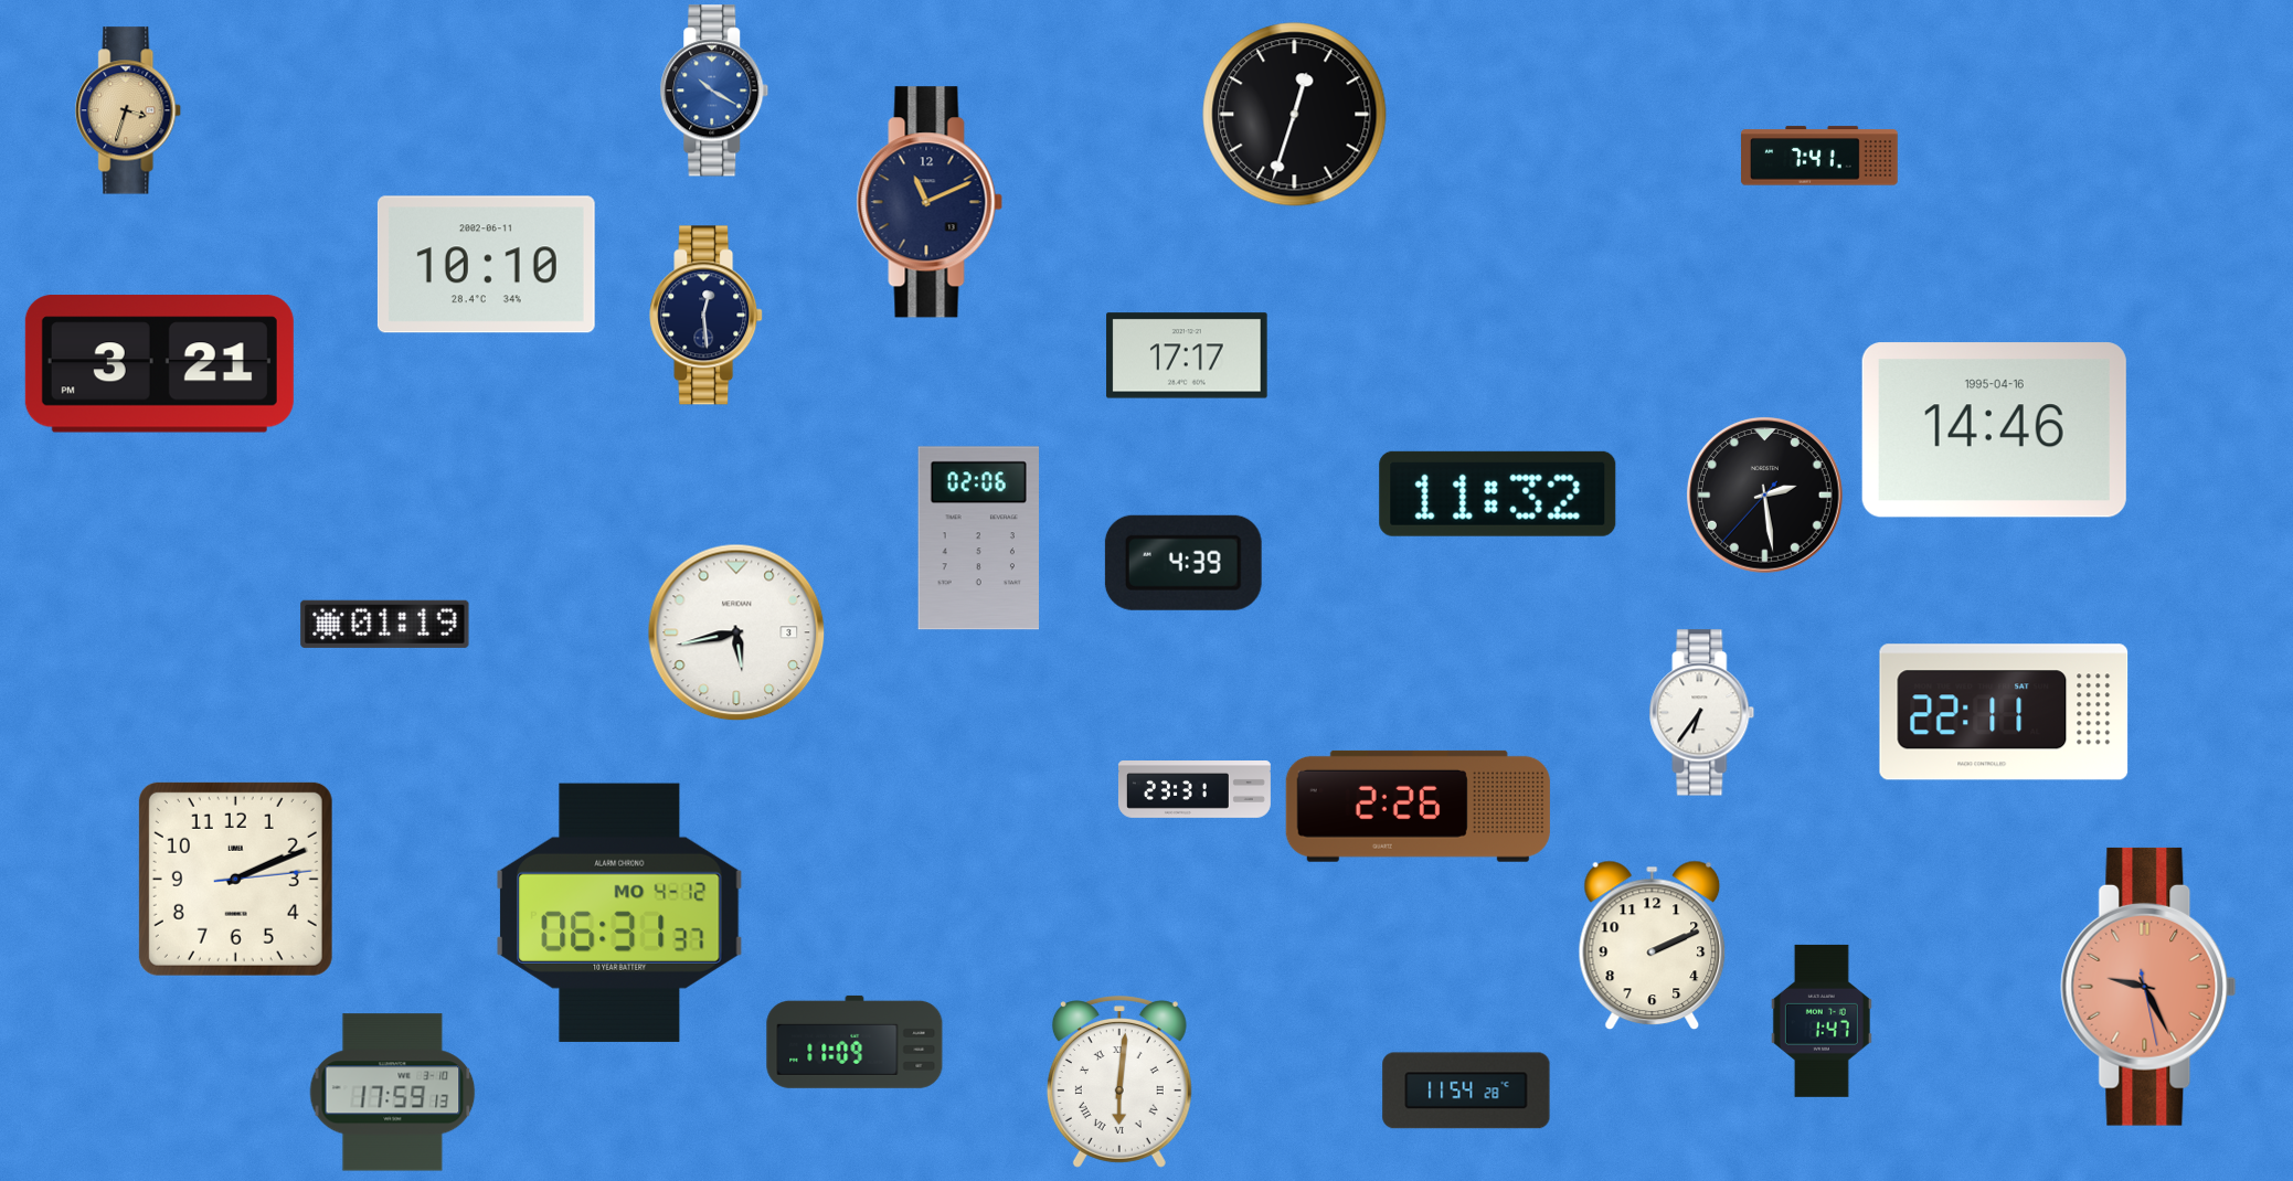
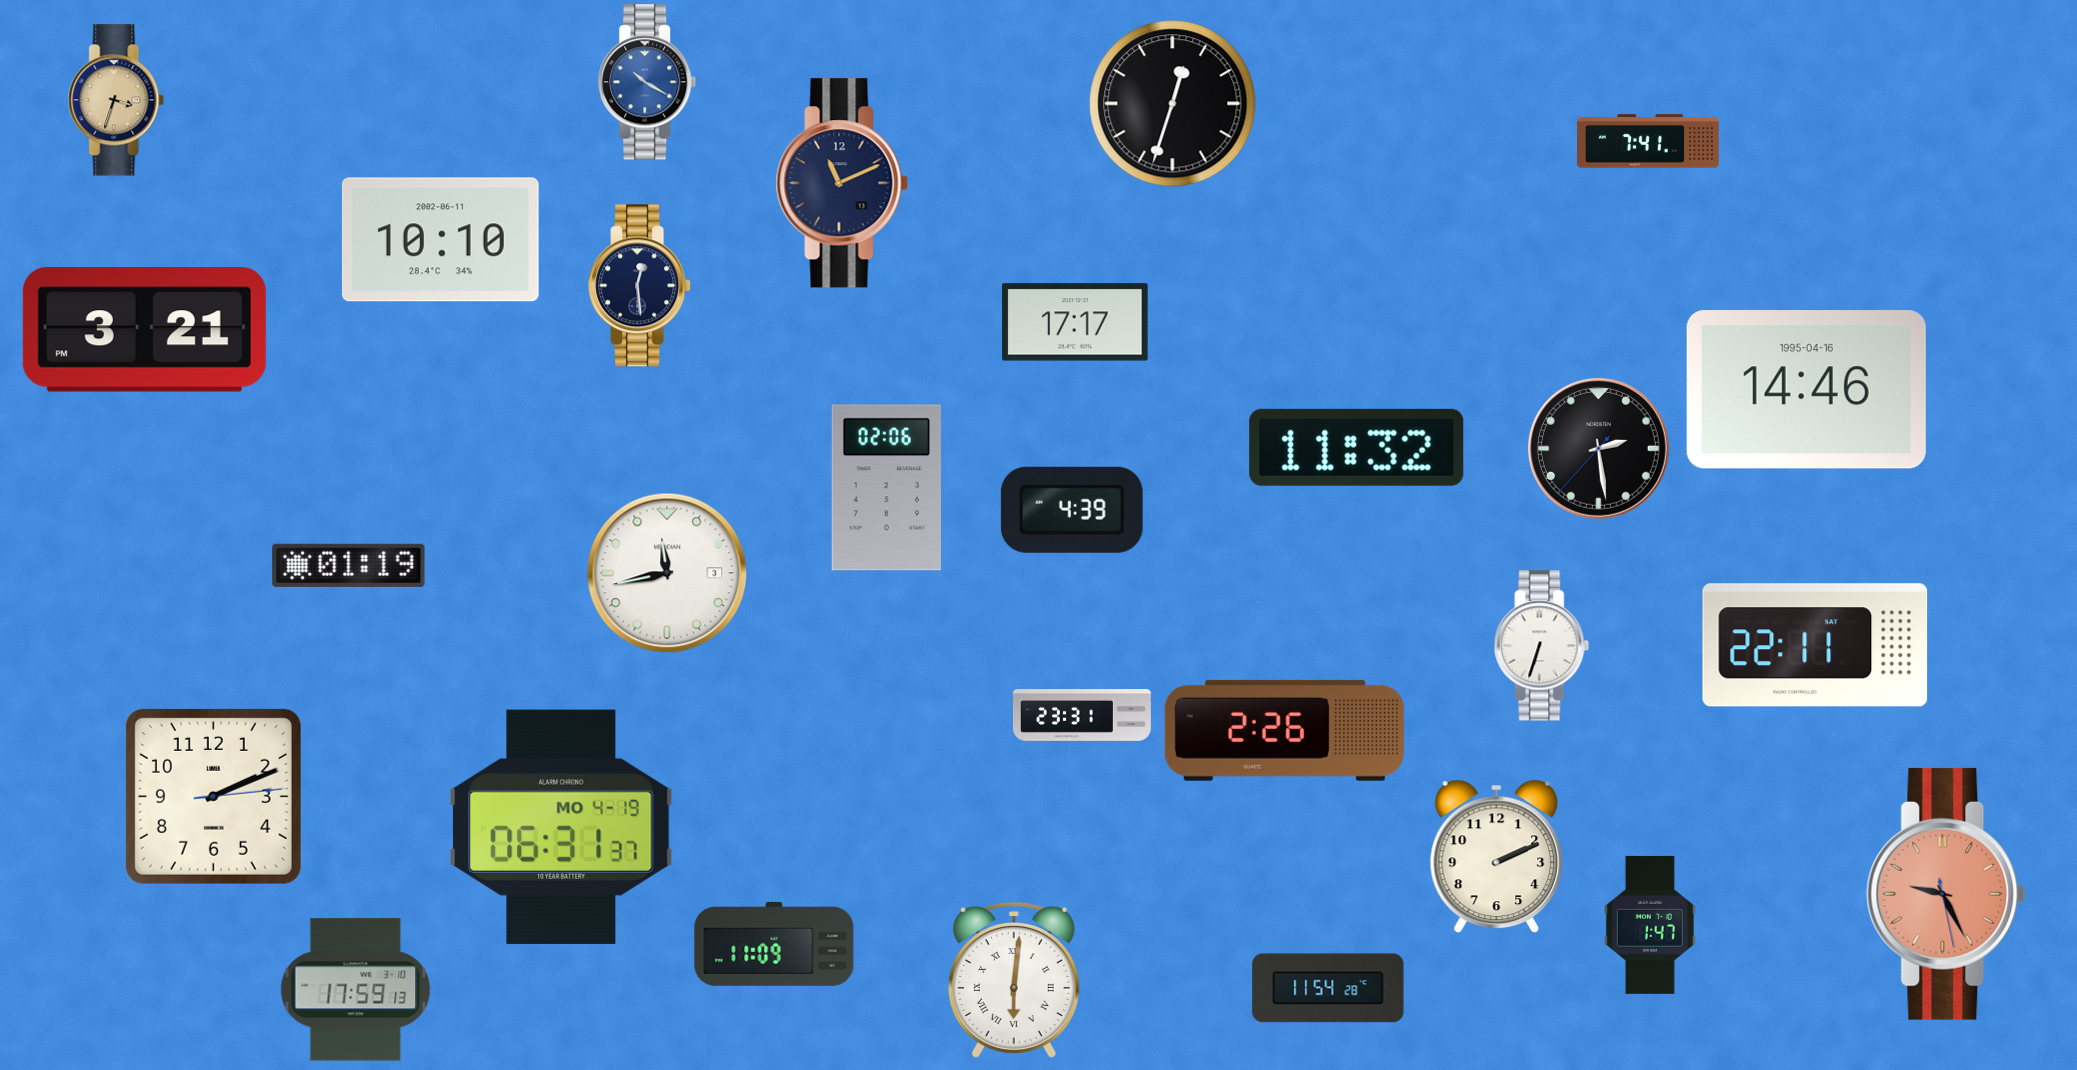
clock at (736, 632): 5:43 -> 11:43
clock at (1702, 713): 6:36 -> 6:33
clock at (619, 913) date: MO 4-12 -> MO 4-19
